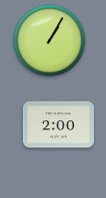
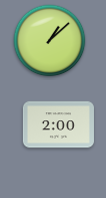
clock at (50, 41): 1:05 -> 1:08
